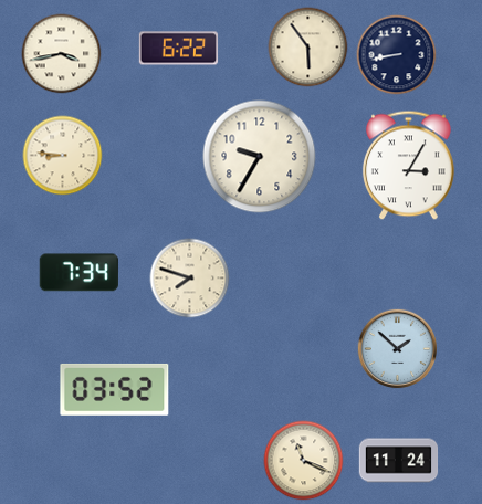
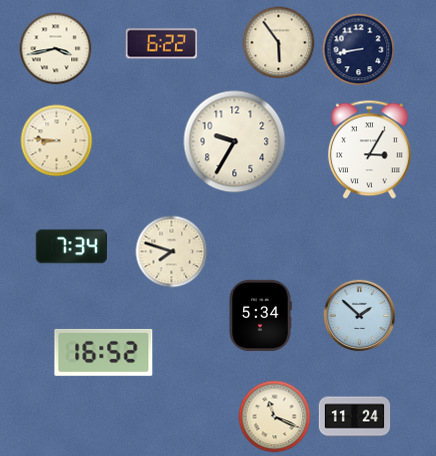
clock at (260, 316): none -> 5:34
clock at (115, 389): 03:52 -> 16:52
clock at (399, 461) position: (399, 461) -> (355, 417)
